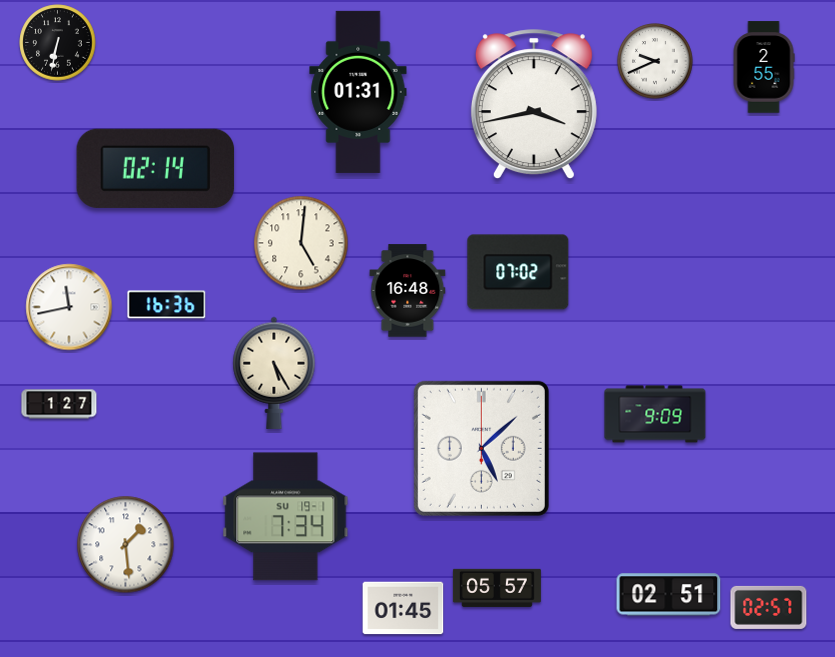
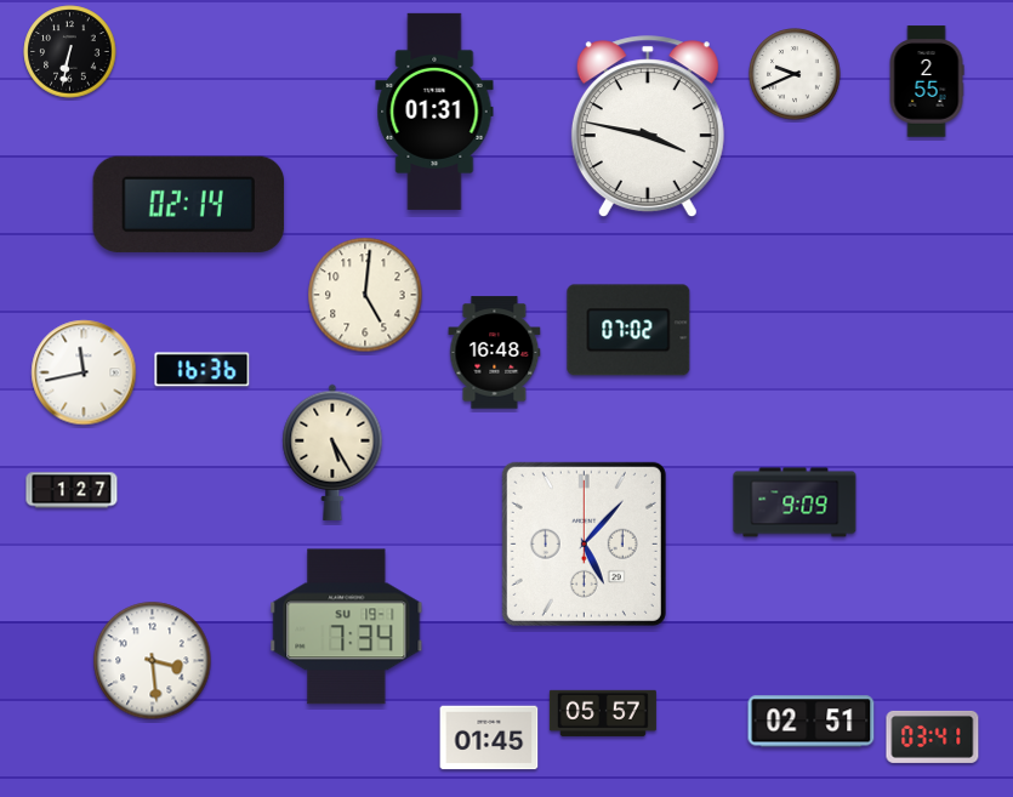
clock at (534, 105): 3:43 -> 3:47
clock at (481, 448): 5:08 -> 5:07
clock at (126, 545): 1:29 -> 3:29
clock at (769, 607): 02:57 -> 03:41
